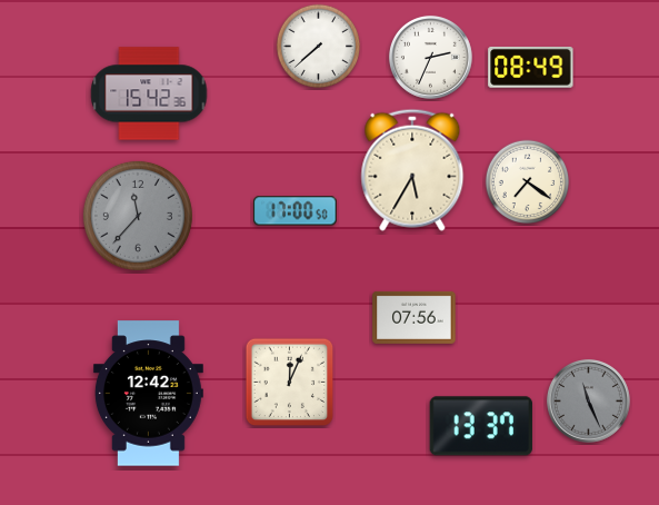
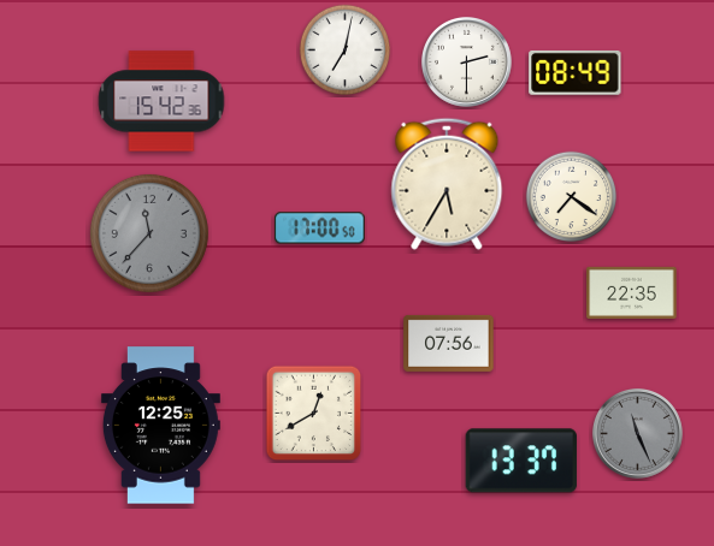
clock at (319, 47): 7:38 -> 7:02
clock at (430, 57): 2:34 -> 2:30
clock at (632, 292): none -> 22:35
clock at (290, 383): 12:04 -> 12:40
clock at (148, 394): 12:42 -> 12:25
